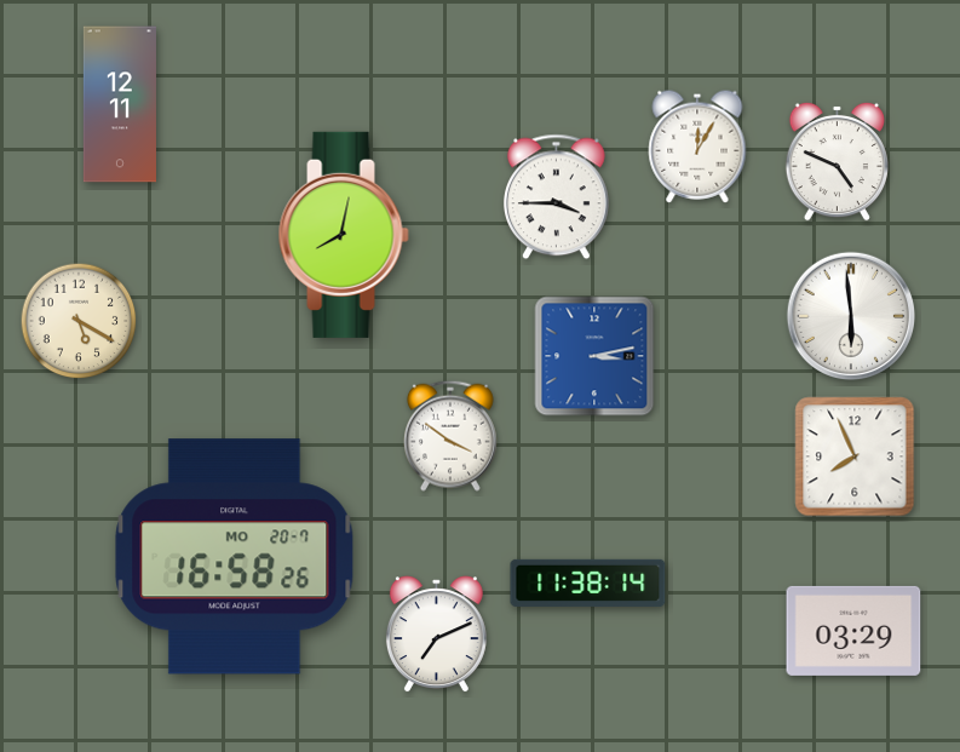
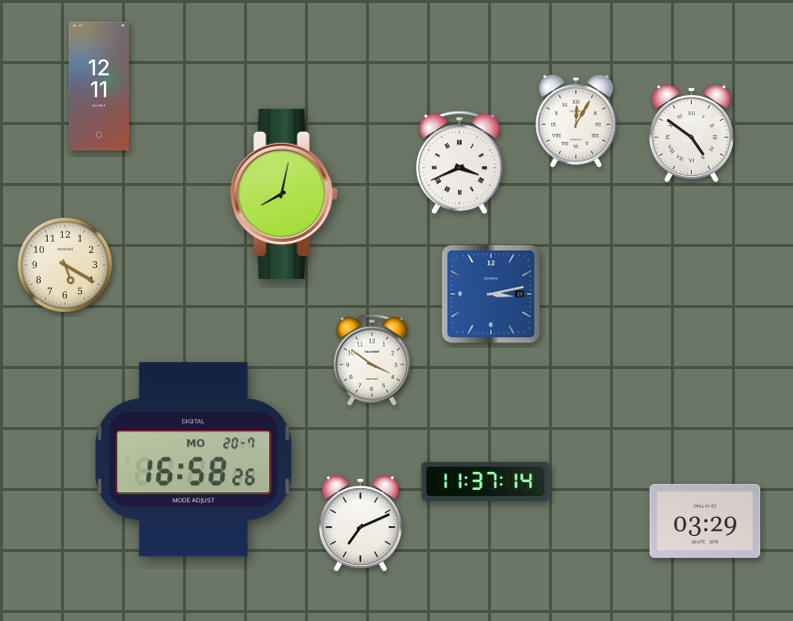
clock at (837, 161): 4:49 -> 4:51
clock at (557, 197): 3:45 -> 3:41
clock at (850, 315): 5:59 -> none
clock at (855, 457): 7:56 -> none
clock at (588, 582): 11:38 -> 11:37
